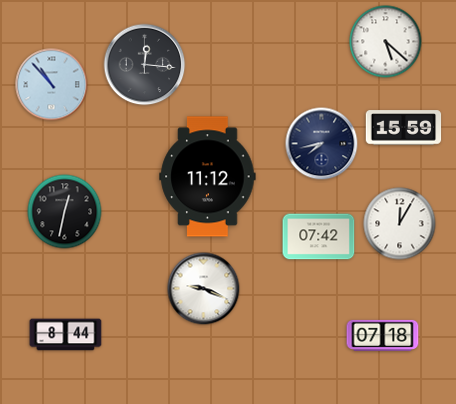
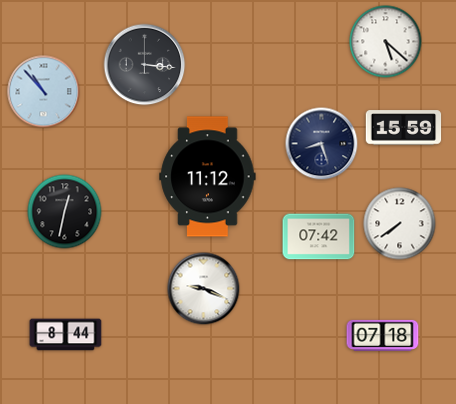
clock at (145, 65): 12:16 -> 3:16
clock at (52, 85) position: (52, 85) -> (44, 92)
clock at (322, 144): 7:43 -> 8:27
clock at (400, 224): 12:05 -> 7:39
